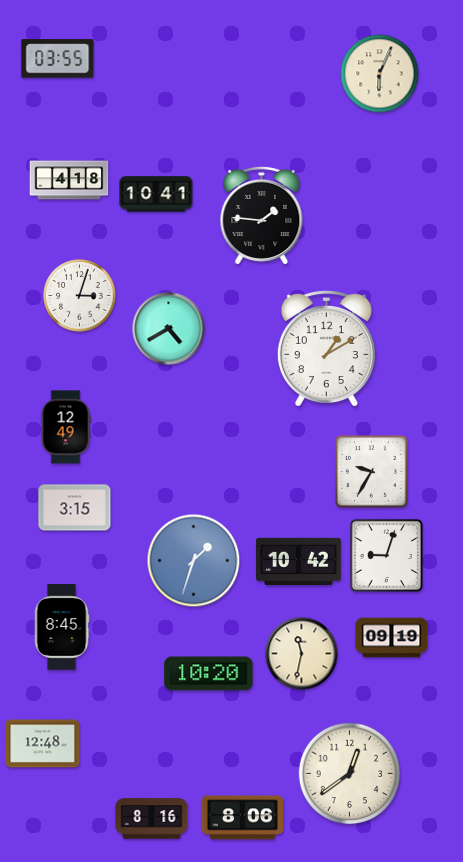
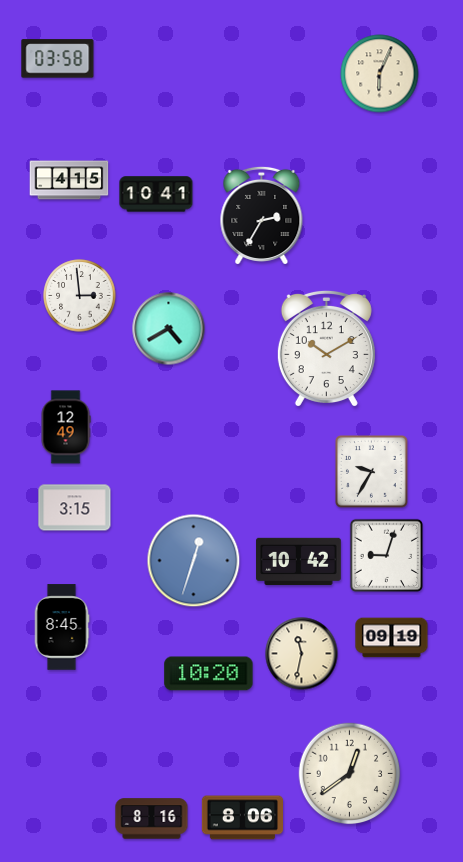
clock at (58, 59): 03:55 -> 03:58
clock at (69, 180): 4:18 -> 4:15
clock at (262, 215): 1:46 -> 2:35
clock at (80, 296): 3:03 -> 2:59
clock at (326, 348): 1:10 -> 10:10
clock at (194, 561): 1:33 -> 12:33
clock at (43, 744): 12:48 -> none
